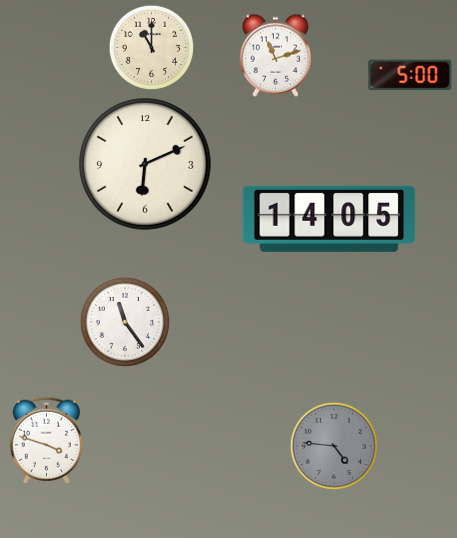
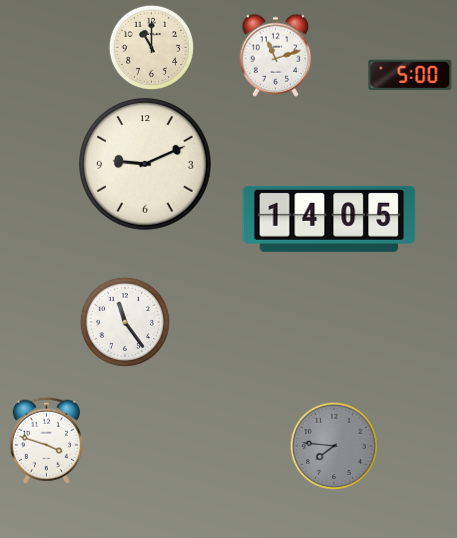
clock at (145, 164): 6:11 -> 9:11
clock at (334, 446): 4:46 -> 7:46
